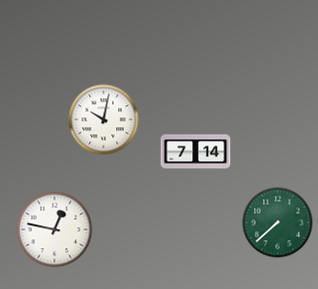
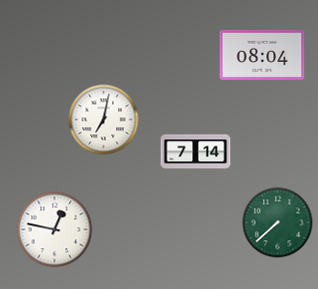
clock at (262, 55): none -> 08:04
clock at (104, 120): 10:02 -> 7:02
